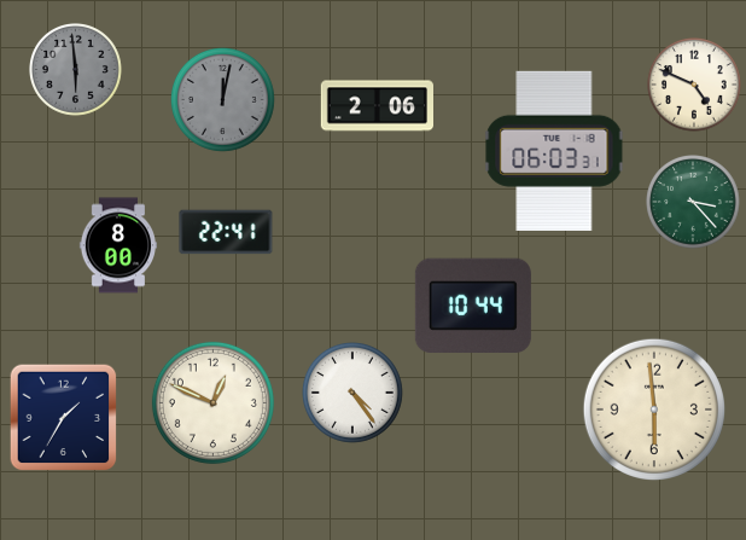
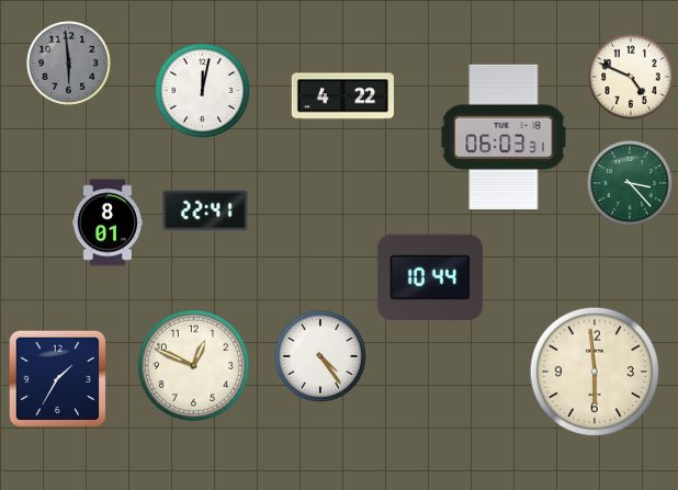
clock at (222, 99) dial: grey -> white
clock at (377, 106): 2:06 -> 4:22
clock at (117, 245): 8:00 -> 8:01
